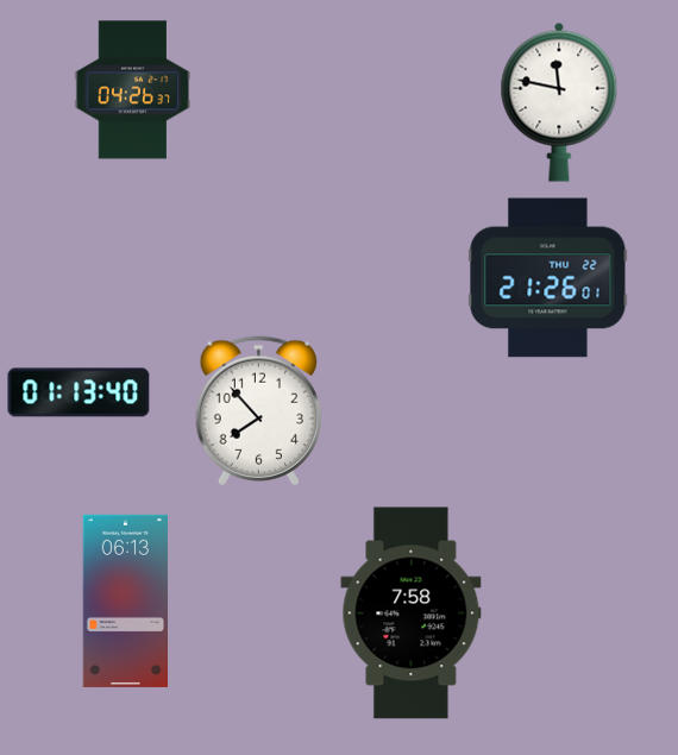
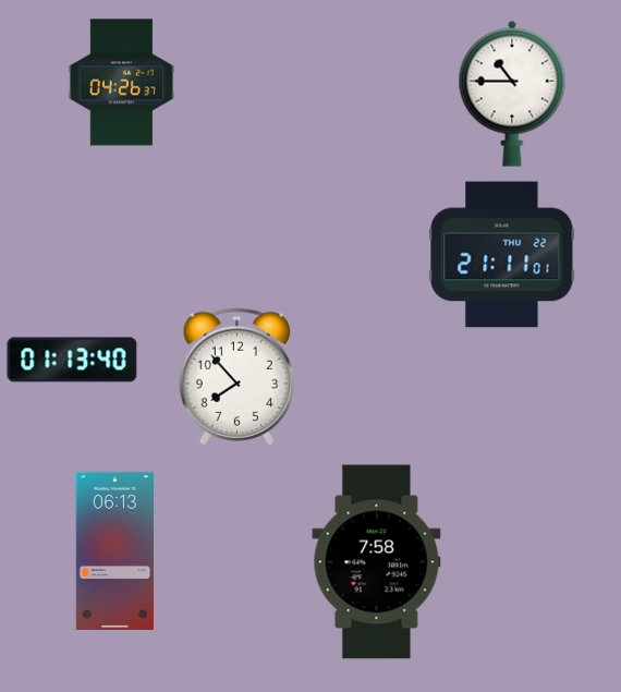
clock at (559, 102): 11:47 -> 10:45
clock at (548, 278): 21:26 -> 21:11
